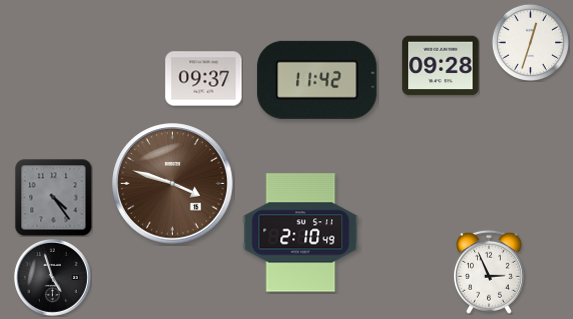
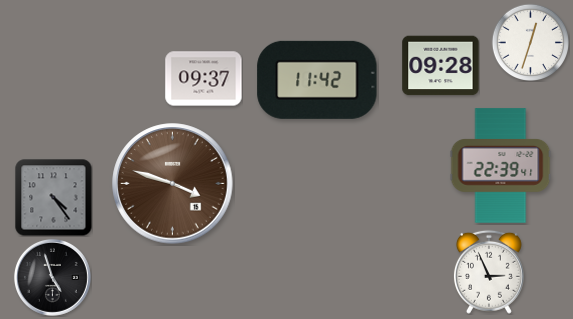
clock at (501, 166): none -> 22:39
clock at (301, 233): 2:10 -> none
